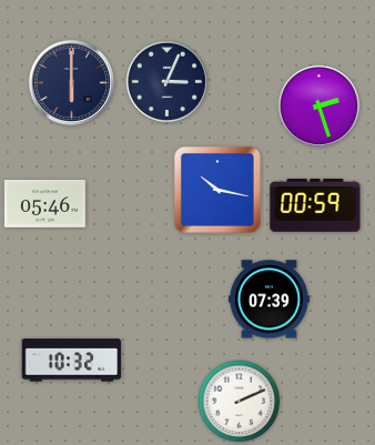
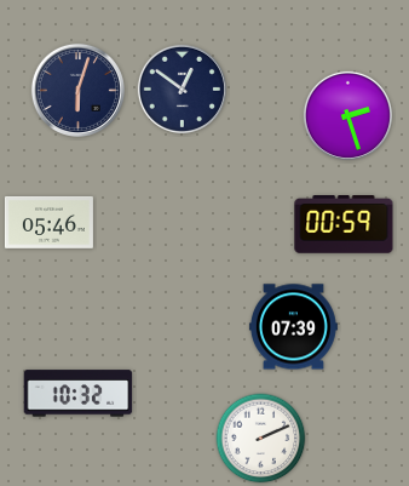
clock at (166, 81): 3:04 -> 12:51
clock at (71, 82): 6:00 -> 6:03
clock at (219, 191): 10:17 -> none
